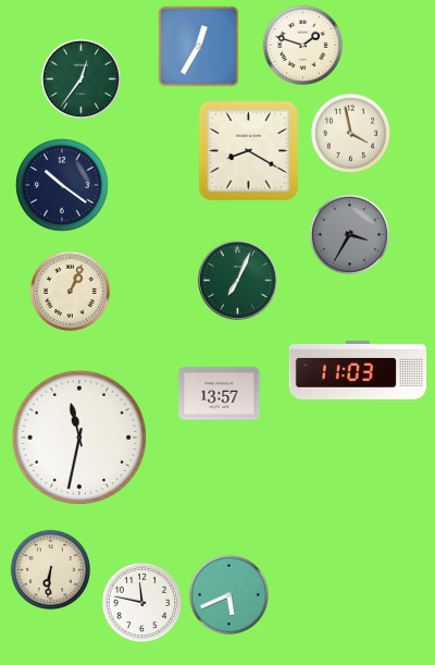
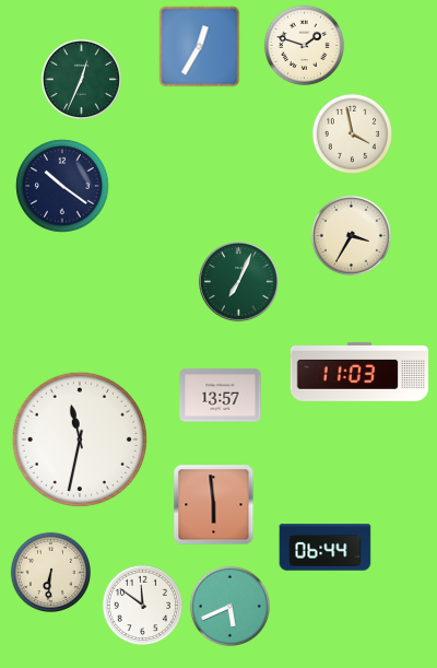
clock at (80, 78): 12:36 -> 12:34
clock at (248, 150): 8:20 -> none
clock at (349, 234) dial: grey -> cream
clock at (70, 291): 1:04 -> none
clock at (214, 505): none -> 5:59
clock at (326, 548): none -> 06:44
clock at (228, 594) position: (228, 594) -> (229, 606)
clock at (141, 602): 11:47 -> 11:51
